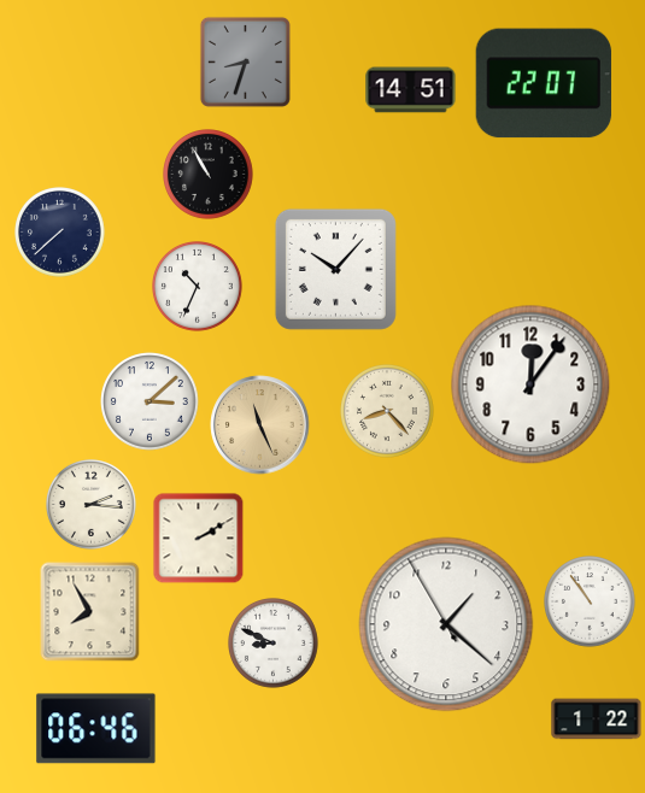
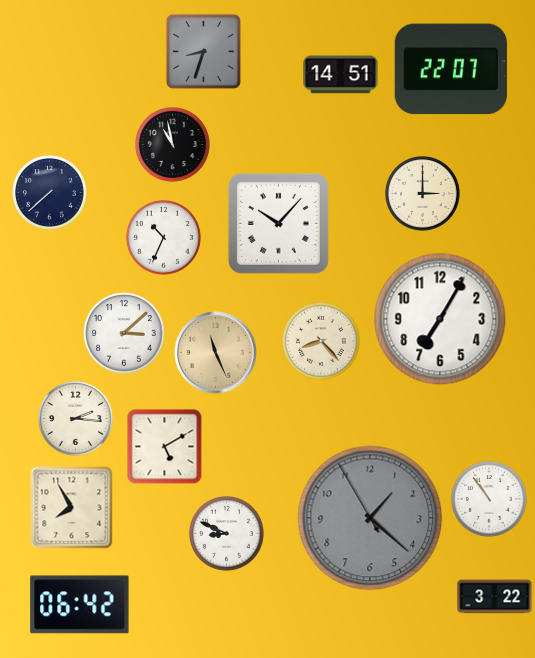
clock at (209, 175): 10:55 -> 10:58
clock at (423, 194): none -> 3:00
clock at (530, 384): 12:06 -> 7:05
clock at (199, 539): 2:10 -> 5:10
clock at (90, 612) position: (90, 612) -> (72, 508)
clock at (446, 624) dial: white -> grey
clock at (597, 719): 1:22 -> 3:22
clock at (96, 729): 06:46 -> 06:42
